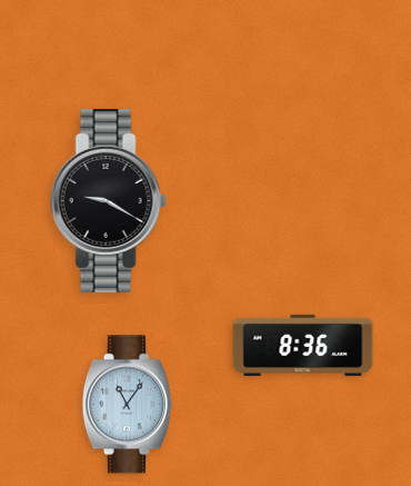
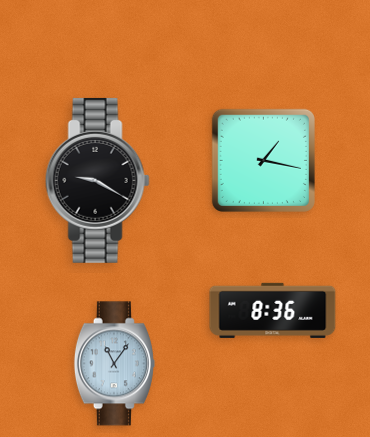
clock at (263, 160): none -> 1:17
